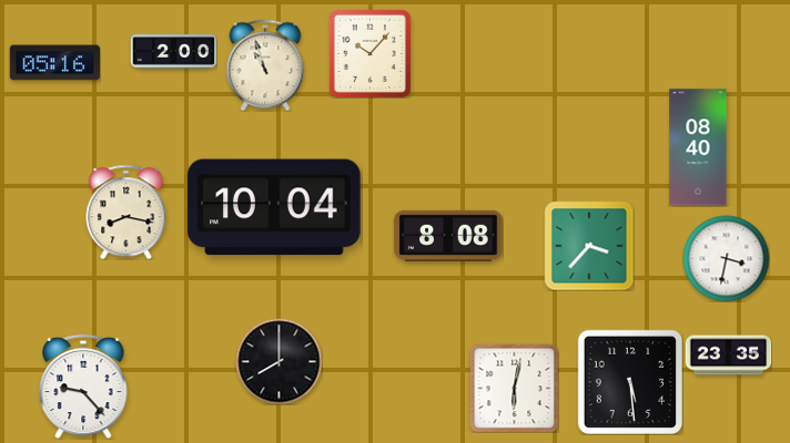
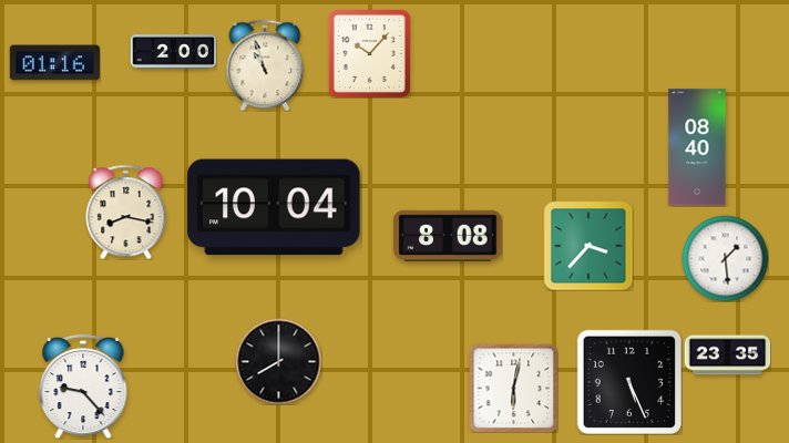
clock at (54, 63): 05:16 -> 01:16
clock at (726, 258): 3:32 -> 1:29
clock at (629, 381): 5:29 -> 5:26
